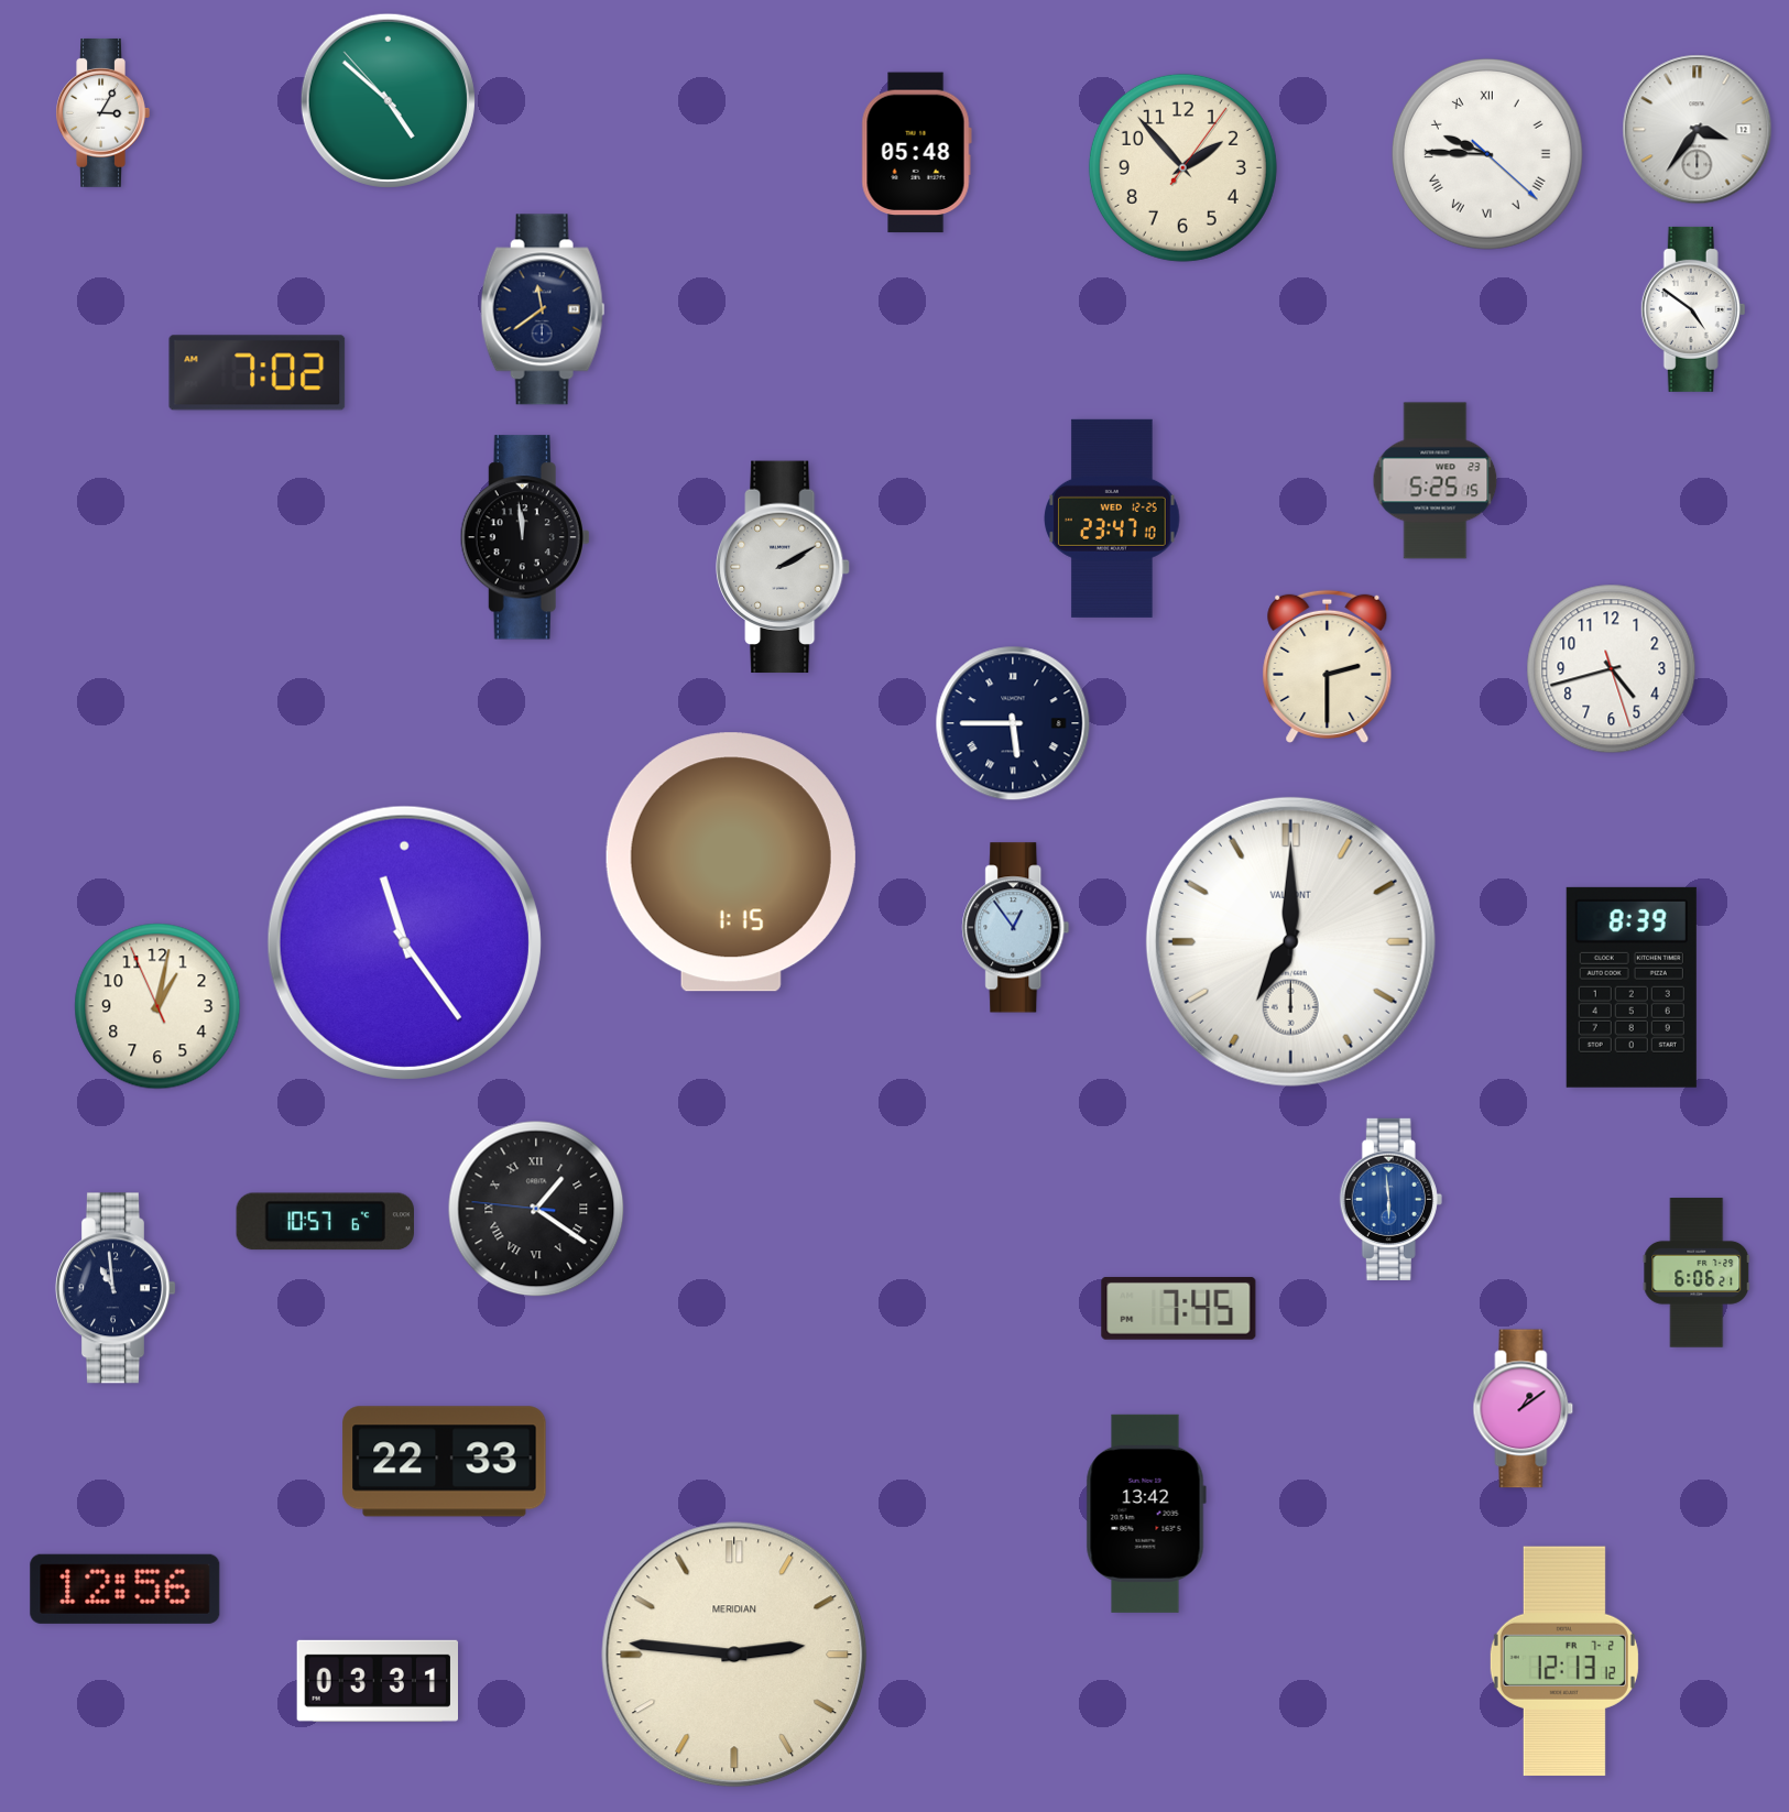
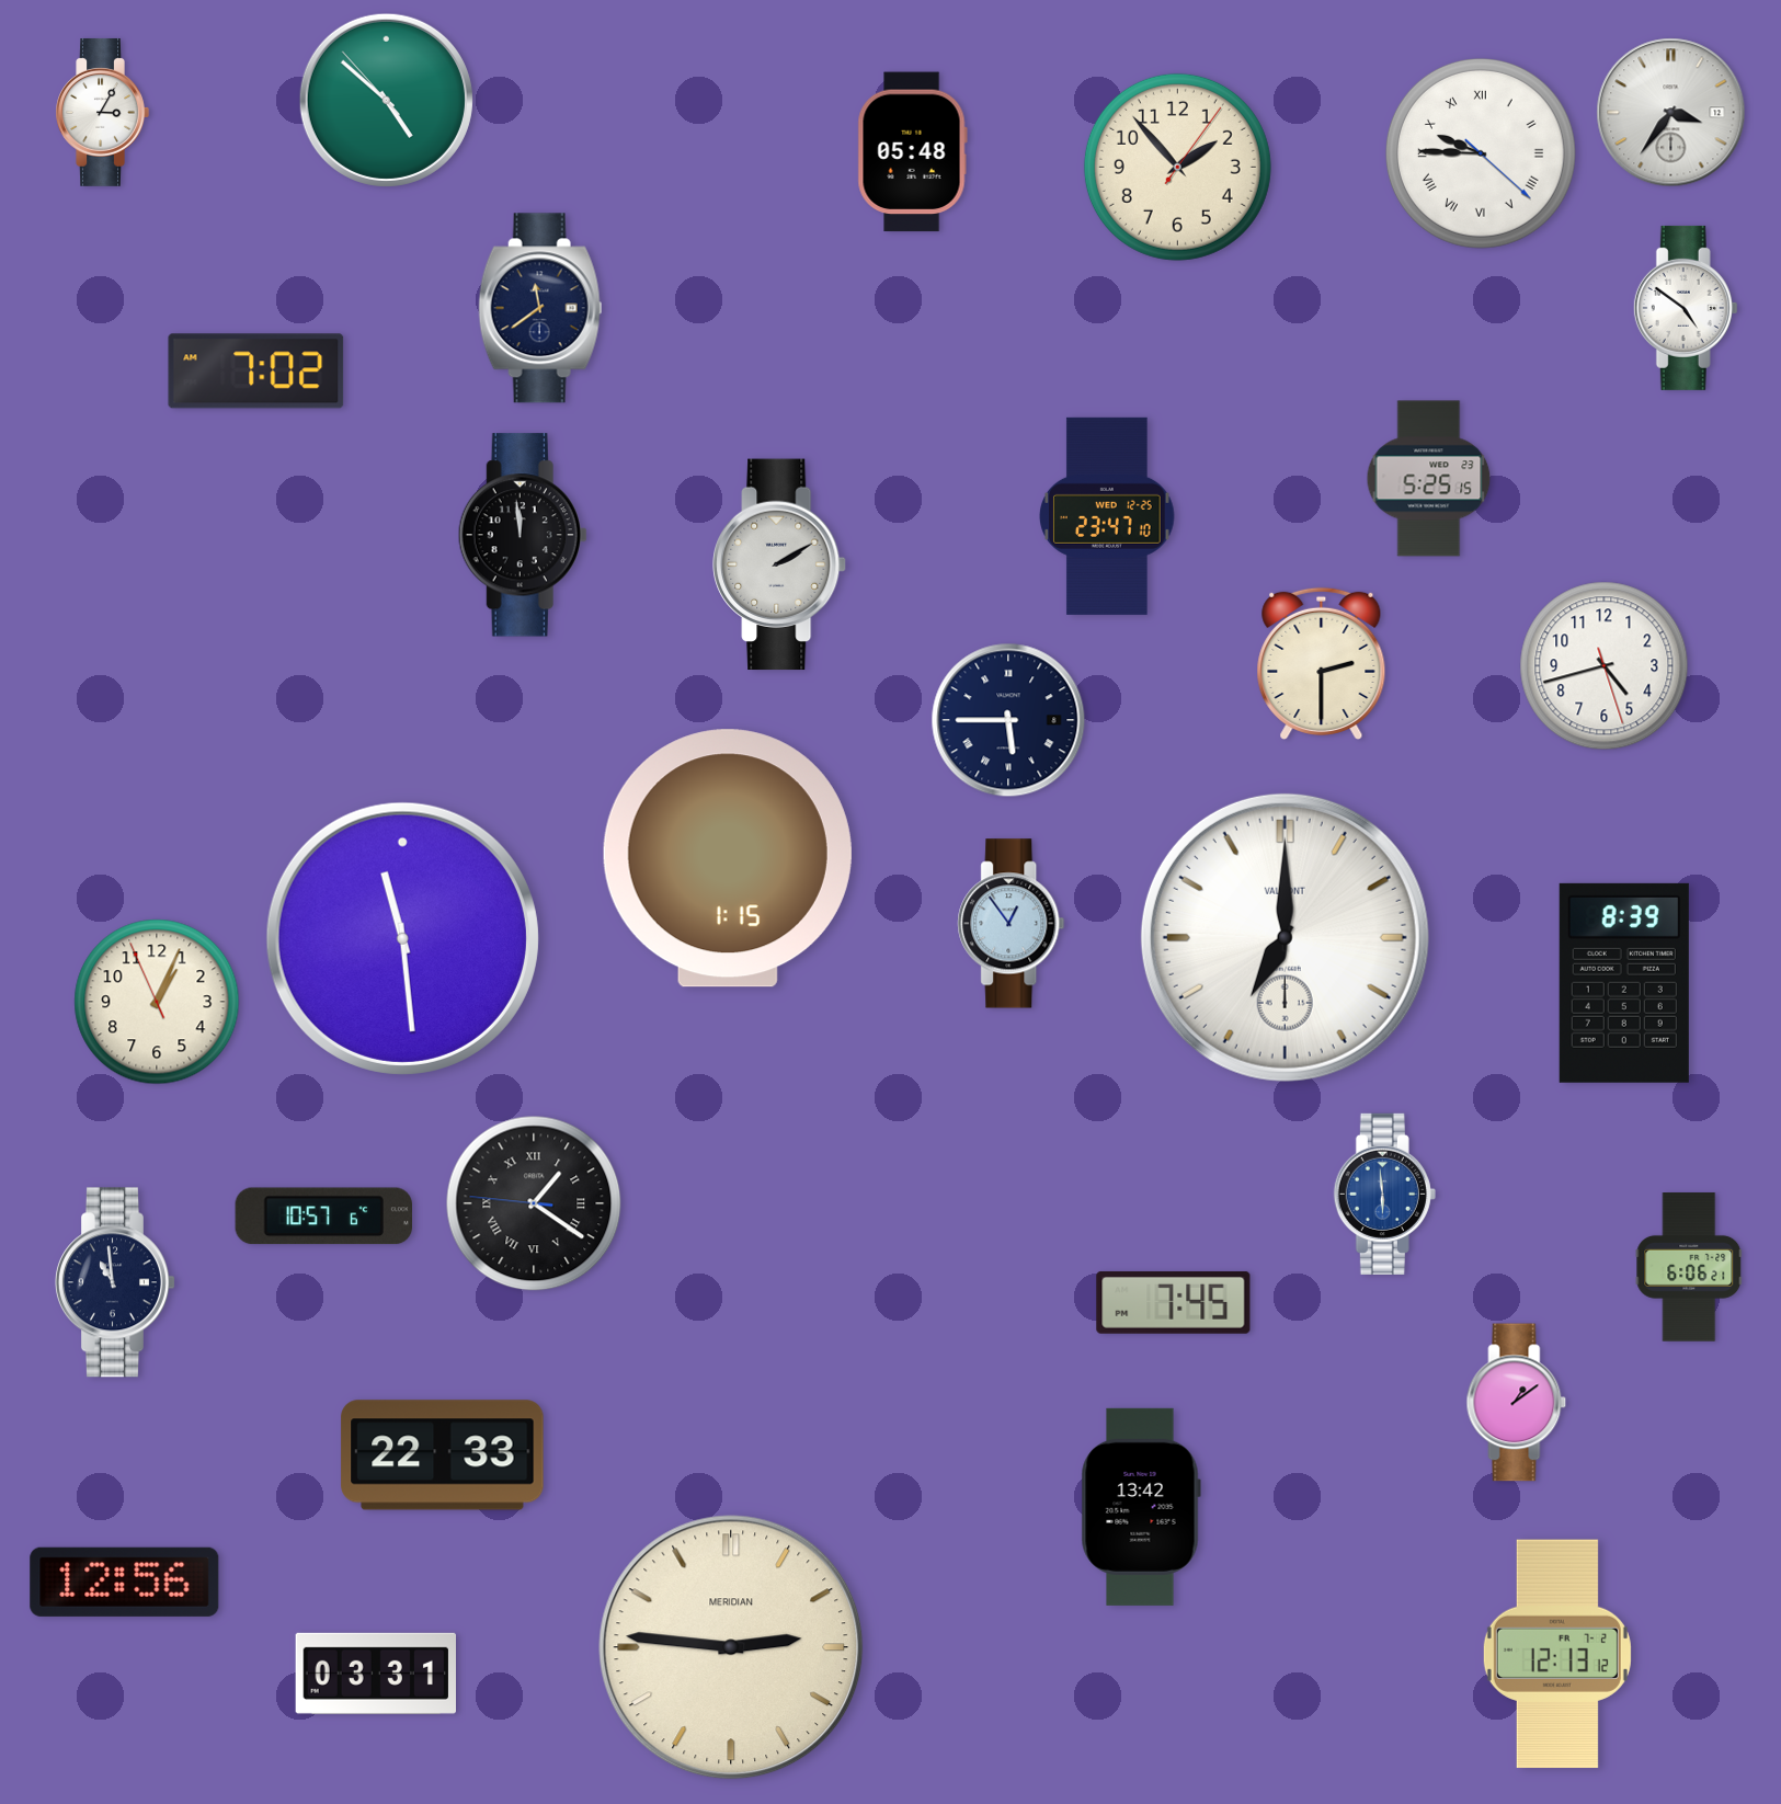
clock at (1698, 130) position: (1698, 130) -> (1671, 113)
clock at (404, 942): 11:24 -> 11:29
clock at (157, 1006): 1:01 -> 1:03
